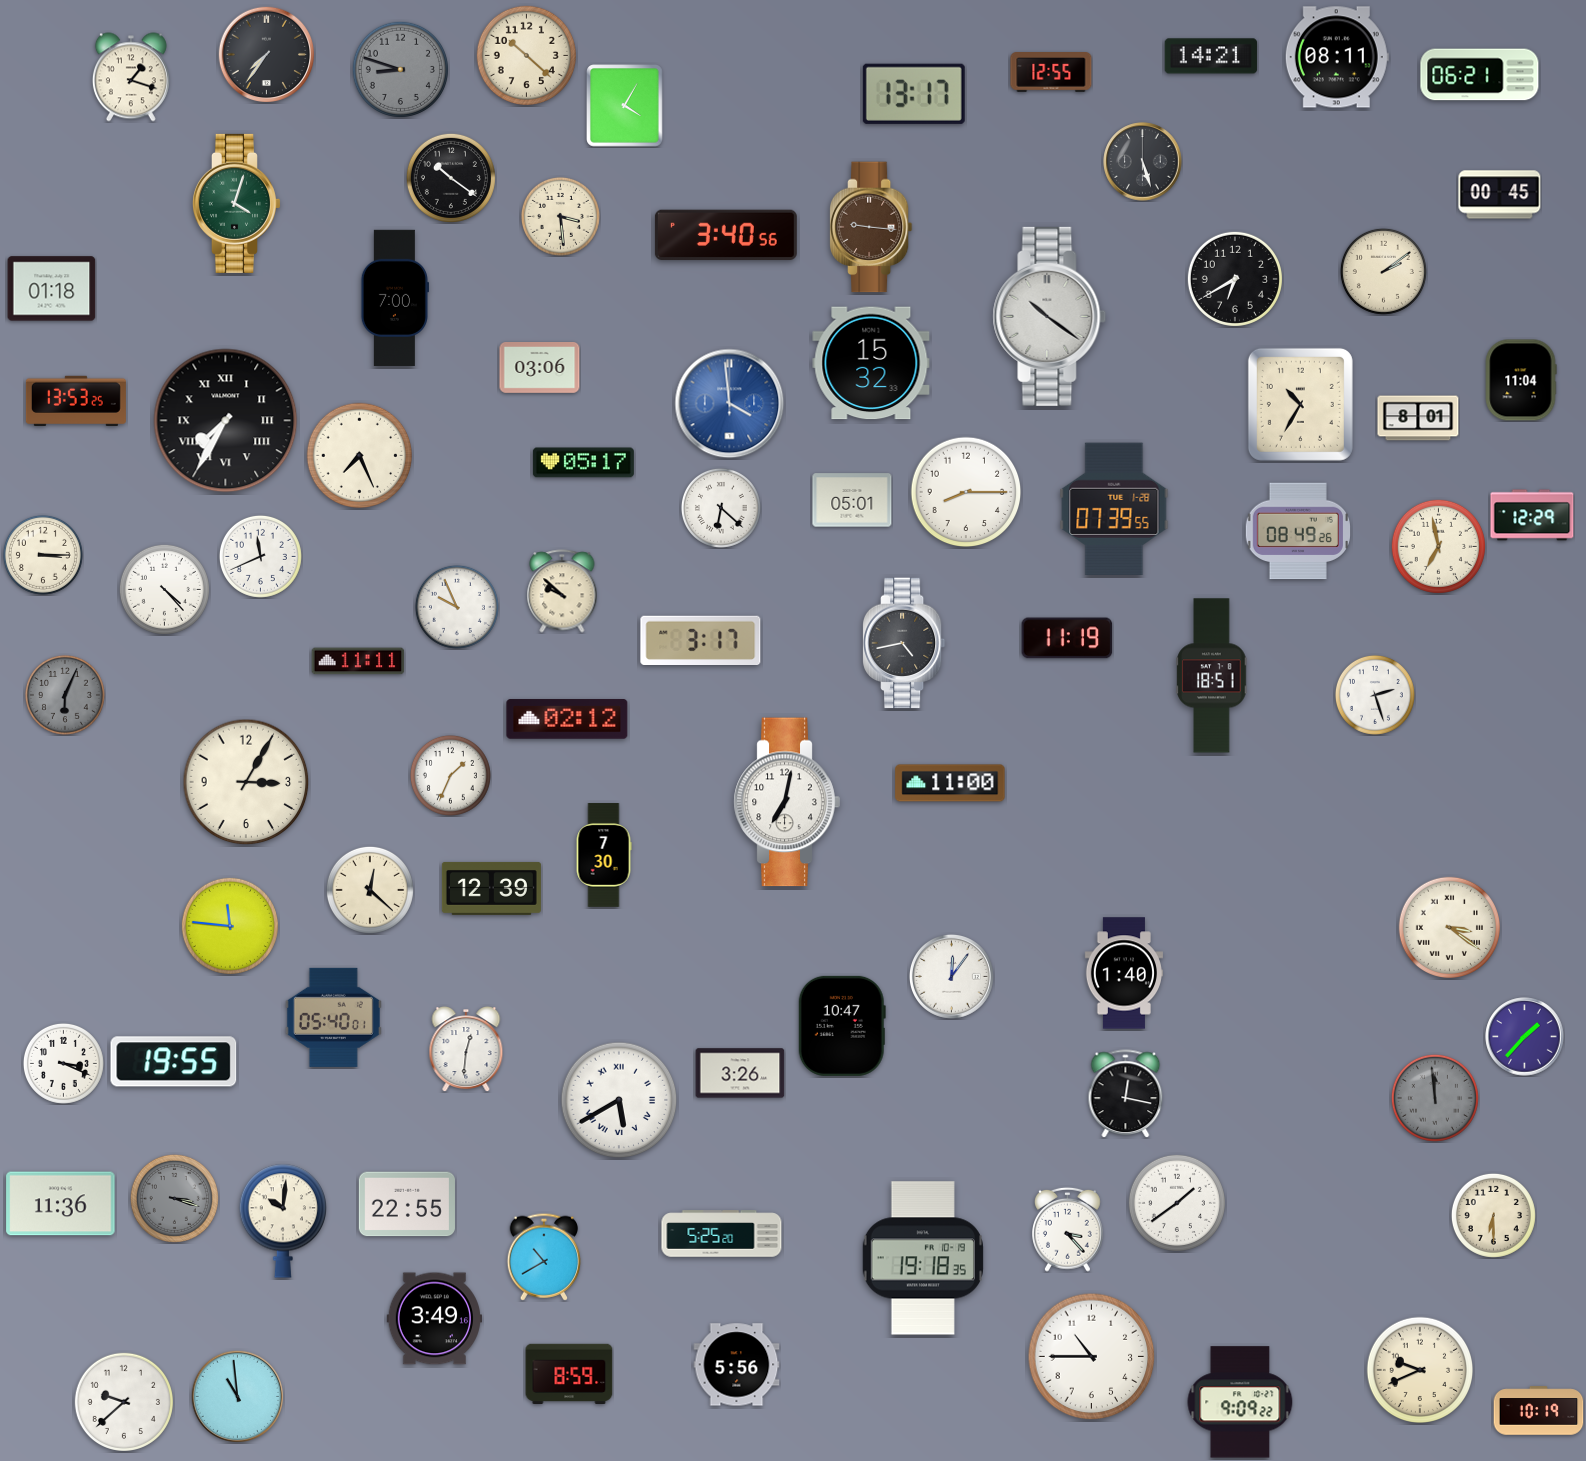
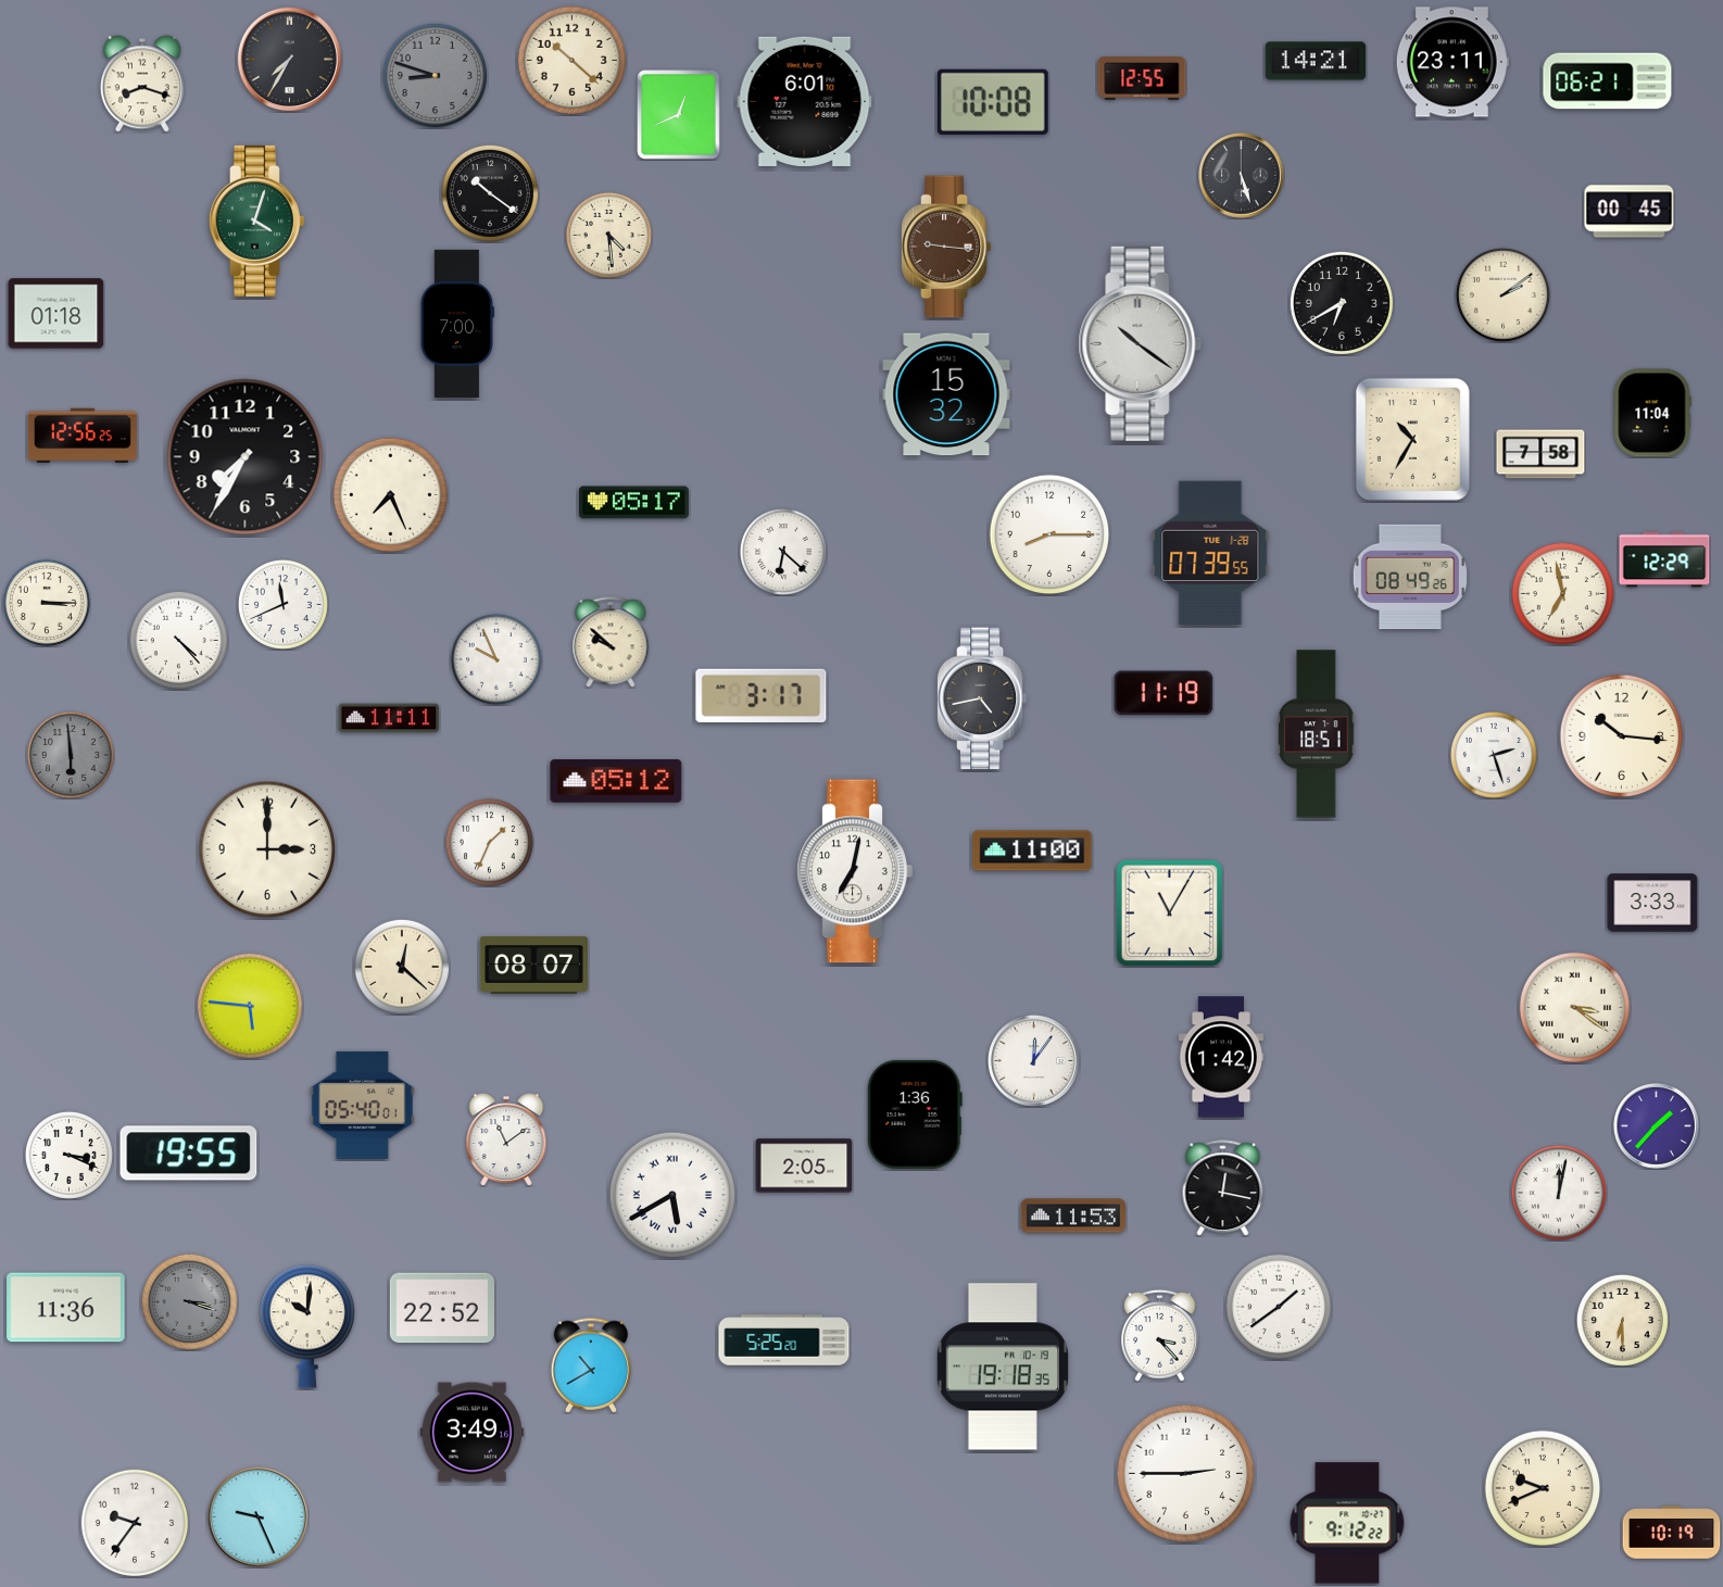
clock at (267, 55): 7:36 -> 7:35
clock at (1337, 57): 08:11 -> 23:11
clock at (131, 77): 1:18 -> 8:18
clock at (805, 101): none -> 6:01
clock at (914, 94): 13:17 -> 10:08
clock at (625, 106): 4:05 -> 12:41
clock at (560, 216): 3:29 -> 4:29
clock at (726, 235): 3:40 -> none
clock at (394, 298) position: (394, 298) -> (456, 324)
clock at (540, 368): 03:06 -> none
clock at (76, 400): 13:53 -> 12:56
clock at (730, 404): 3:59 -> none
clock at (1418, 418): 8:01 -> 7:58
clock at (226, 421) numerals: Roman -> Arabic
clock at (852, 500): 05:01 -> none
clock at (1067, 638) position: (1067, 638) -> (1164, 693)
clock at (1622, 736): none -> 10:16
clock at (65, 695): 6:04 -> 5:59
clock at (567, 719): 02:12 -> 05:12
clock at (246, 782): 3:05 -> 3:00
clock at (1652, 903): none -> 3:33
clock at (1170, 914): none -> 11:05
clock at (604, 855): 7:30 -> none
clock at (491, 888): 12:39 -> 08:07
clock at (230, 926): 11:46 -> 5:46
clock at (1124, 973): 1:40 -> 1:42
clock at (842, 1026): 10:47 -> 1:36
clock at (466, 1049): 12:31 -> 11:09
clock at (740, 1073): 3:26 -> 2:05
clock at (1435, 1098): 11:59 -> 12:02
clock at (1435, 1098) dial: grey -> white
clock at (1073, 1216): none -> 11:53
clock at (407, 1204): 22:55 -> 22:52
clock at (1092, 1357): 10:45 -> 2:45
clock at (737, 1365): 5:56 -> none
clock at (569, 1373): 8:59 -> none
clock at (237, 1396): 10:59 -> 9:26
clock at (124, 1402): 9:38 -> 9:36
clock at (1240, 1402): 9:09 -> 9:12
